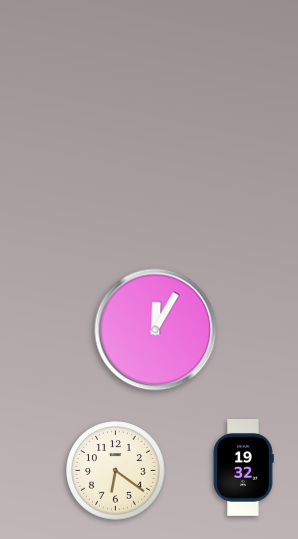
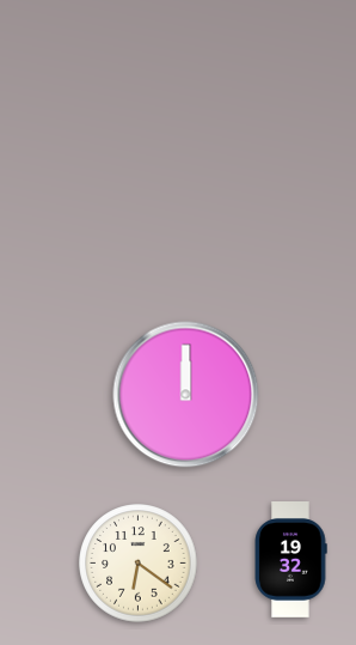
clock at (156, 330): 12:05 -> 12:00
